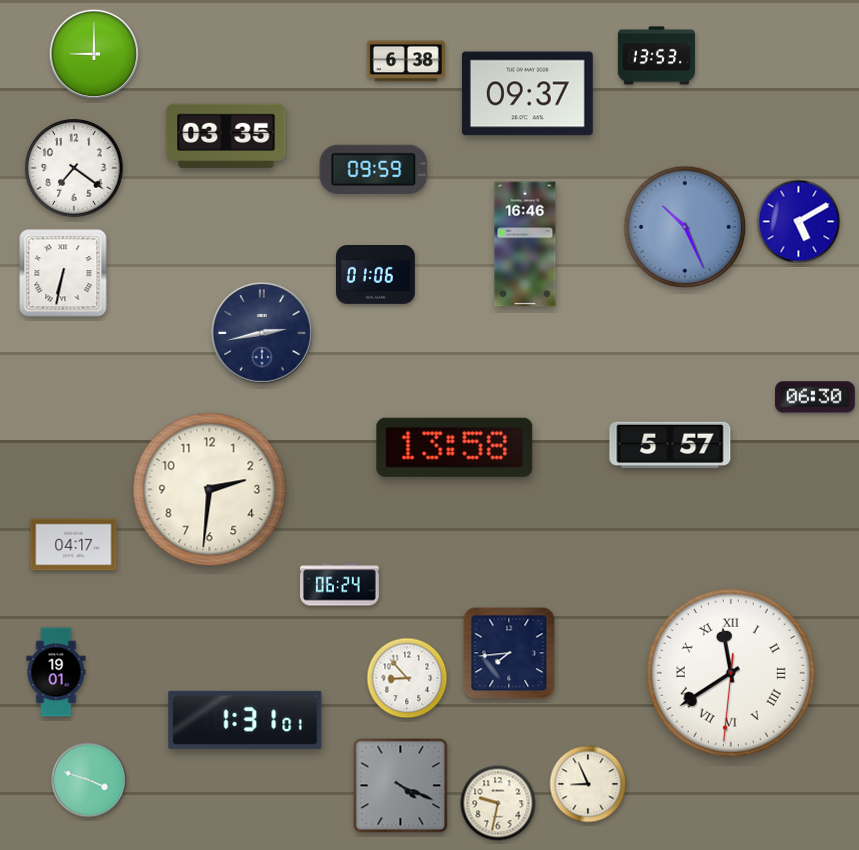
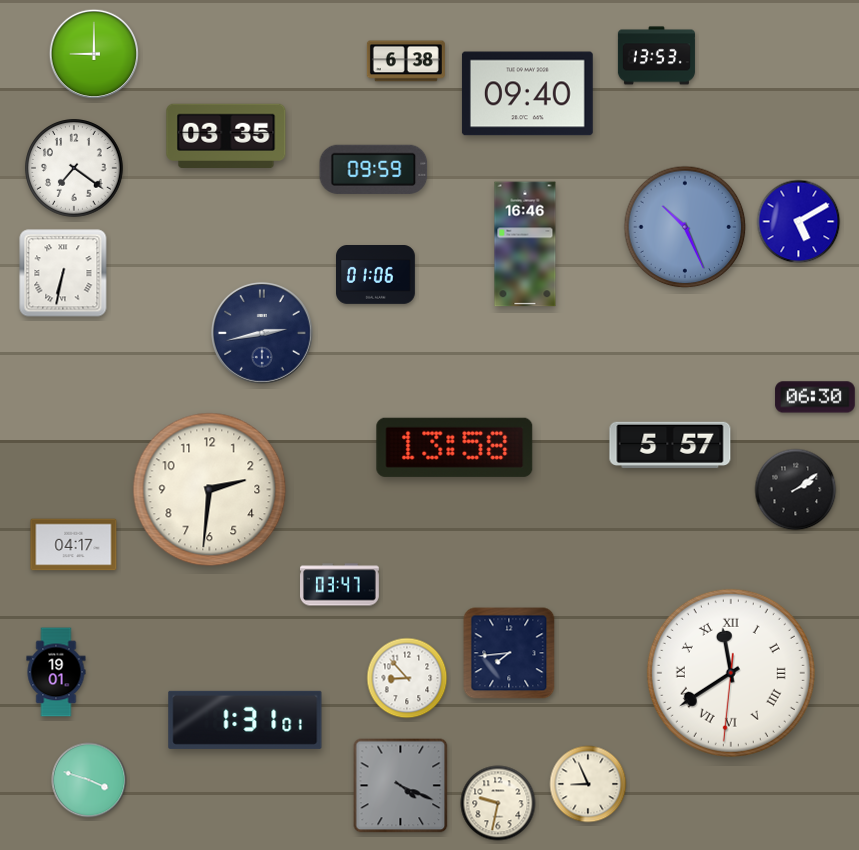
clock at (527, 94): 09:37 -> 09:40
clock at (796, 490): none -> 2:09
clock at (340, 585): 06:24 -> 03:47
